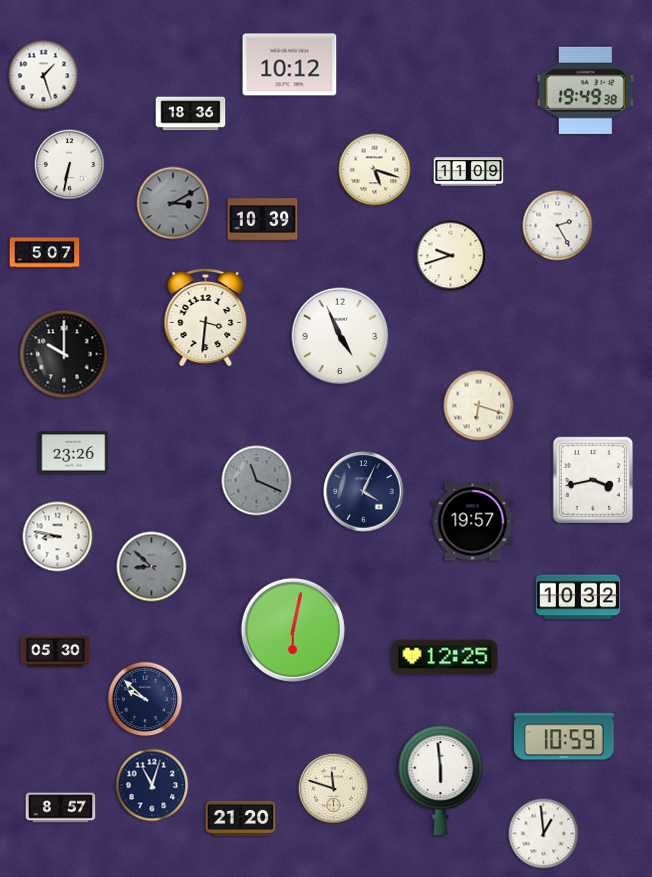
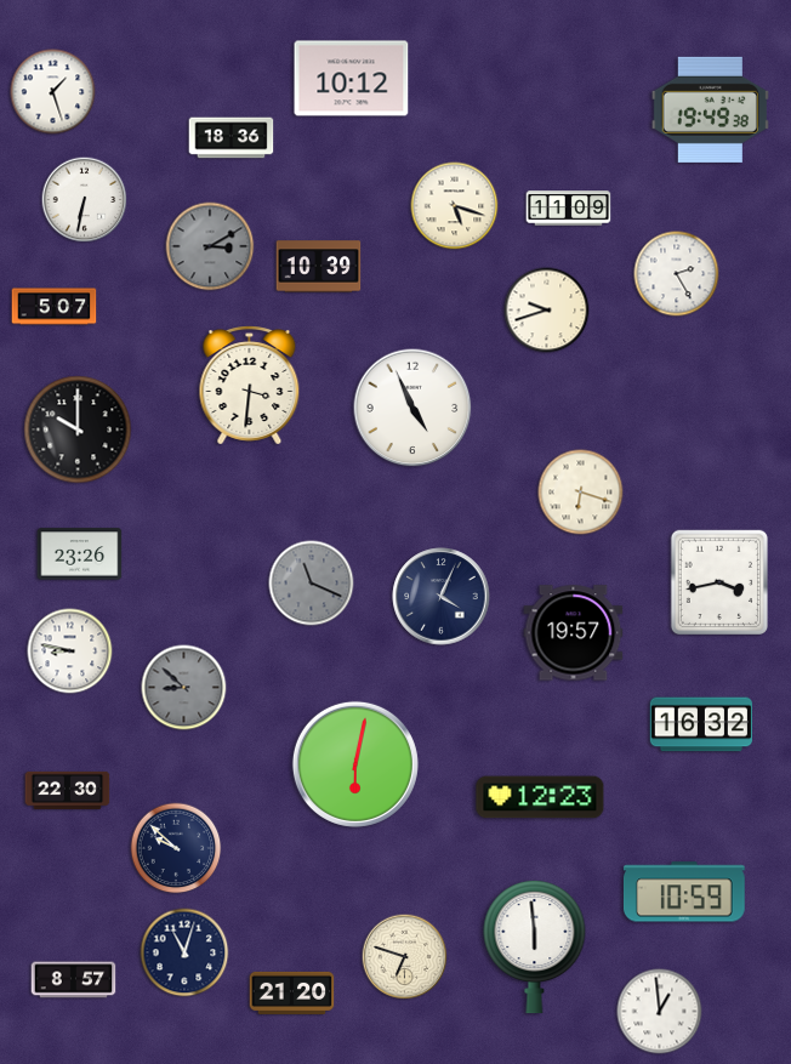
clock at (74, 453) position: (74, 453) -> (80, 554)
clock at (577, 597): 10:32 -> 16:32
clock at (56, 651): 05:30 -> 22:30
clock at (445, 657): 12:25 -> 12:23
clock at (334, 789): 11:48 -> 6:48
